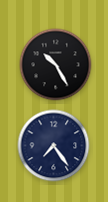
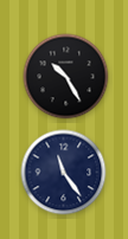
clock at (54, 146): 7:24 -> 11:24
